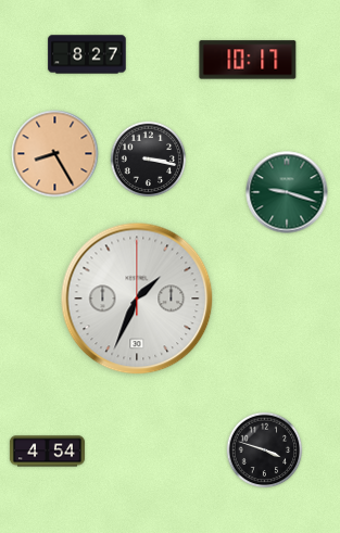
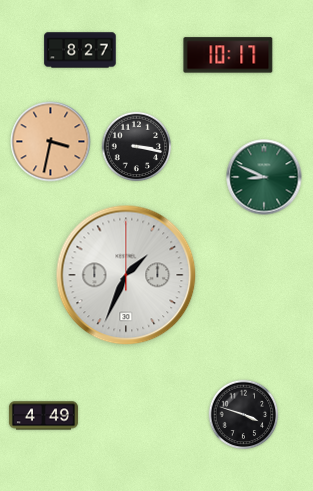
clock at (55, 154): 8:25 -> 3:32
clock at (287, 192): 9:18 -> 8:49
clock at (47, 452): 4:54 -> 4:49
